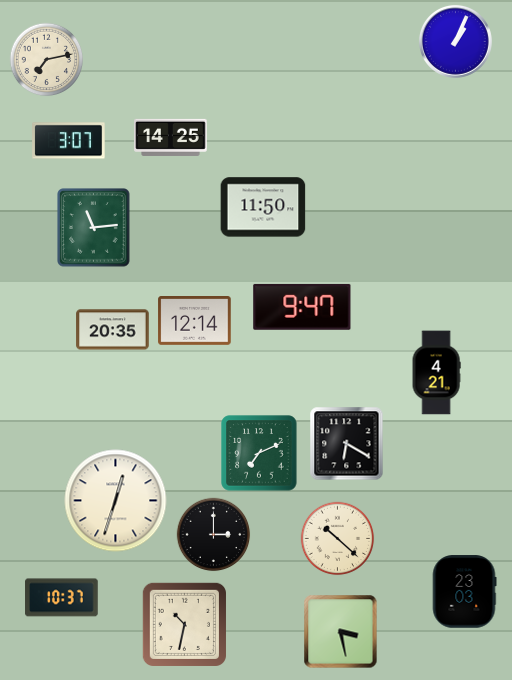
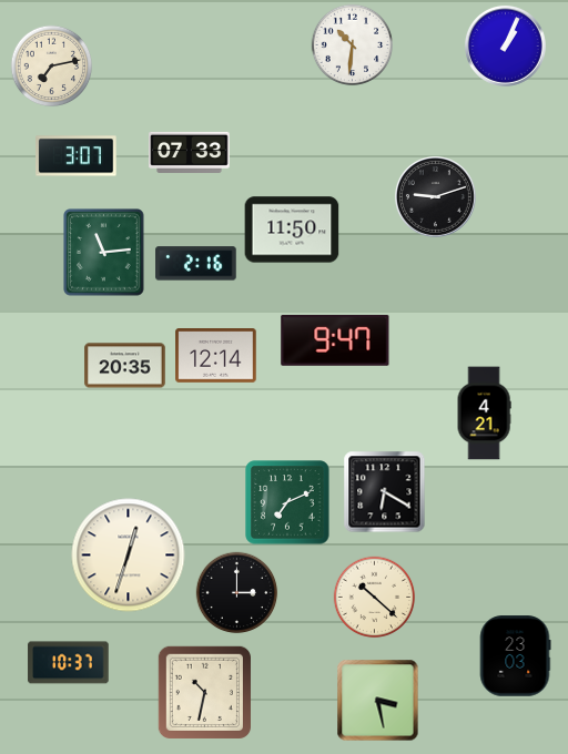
clock at (353, 45): none -> 10:31
clock at (171, 137): 14:25 -> 07:33
clock at (436, 197): none -> 9:12
clock at (196, 264): none -> 2:16
